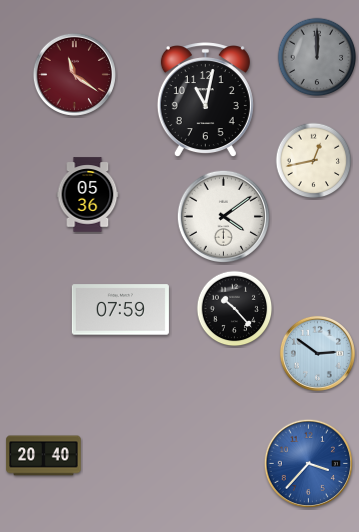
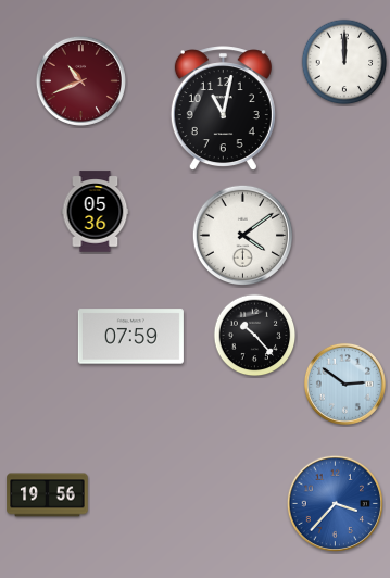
clock at (317, 57) dial: grey -> white
clock at (74, 74): 11:21 -> 10:41
clock at (314, 161): 12:43 -> none
clock at (44, 456): 20:40 -> 19:56
